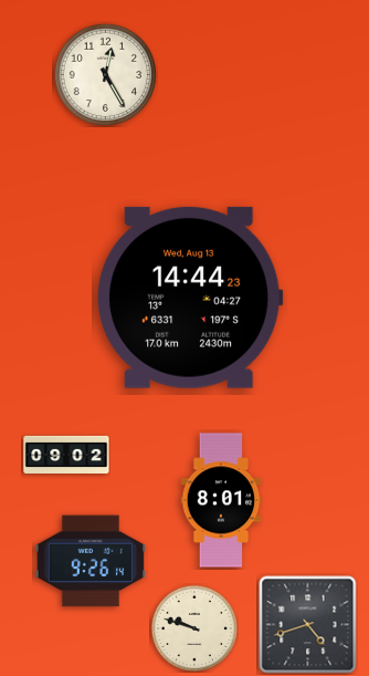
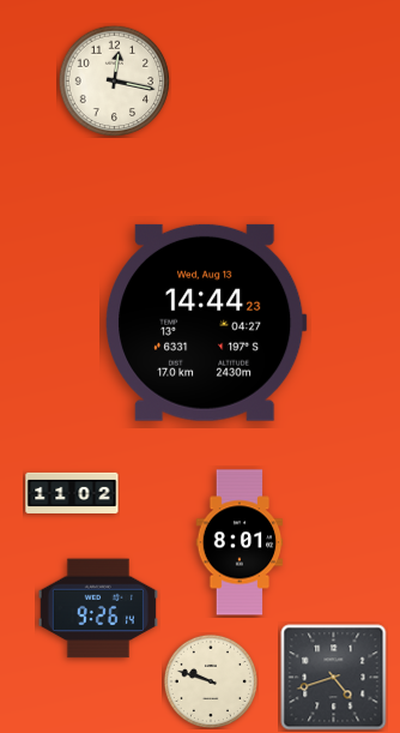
clock at (105, 74): 12:25 -> 12:17
clock at (66, 455): 09:02 -> 11:02
